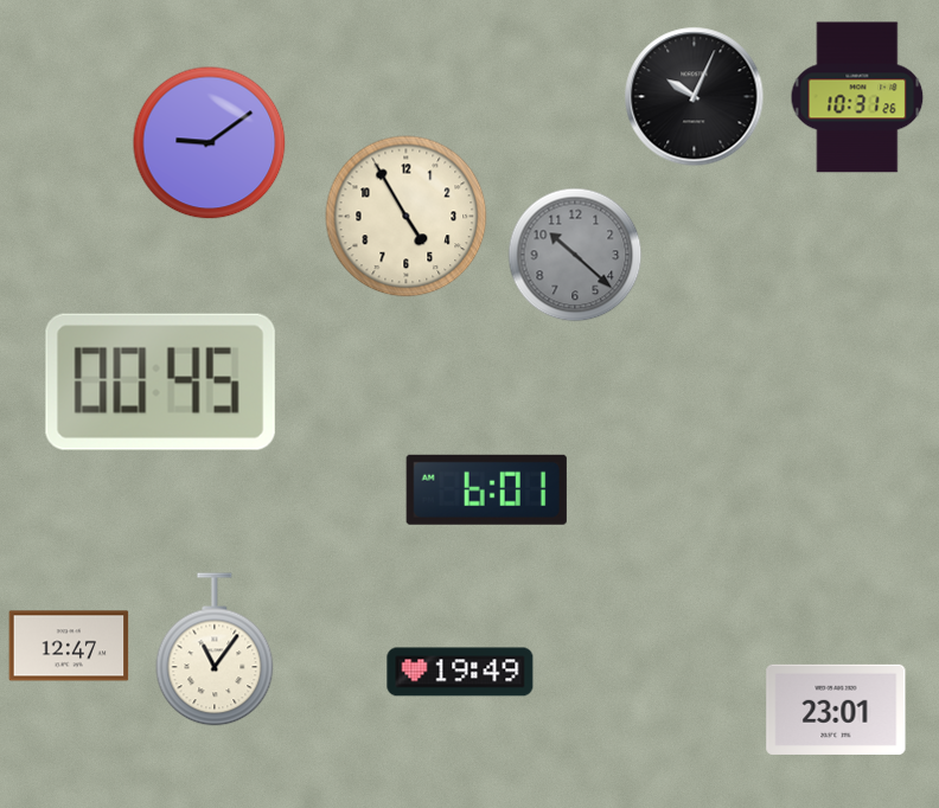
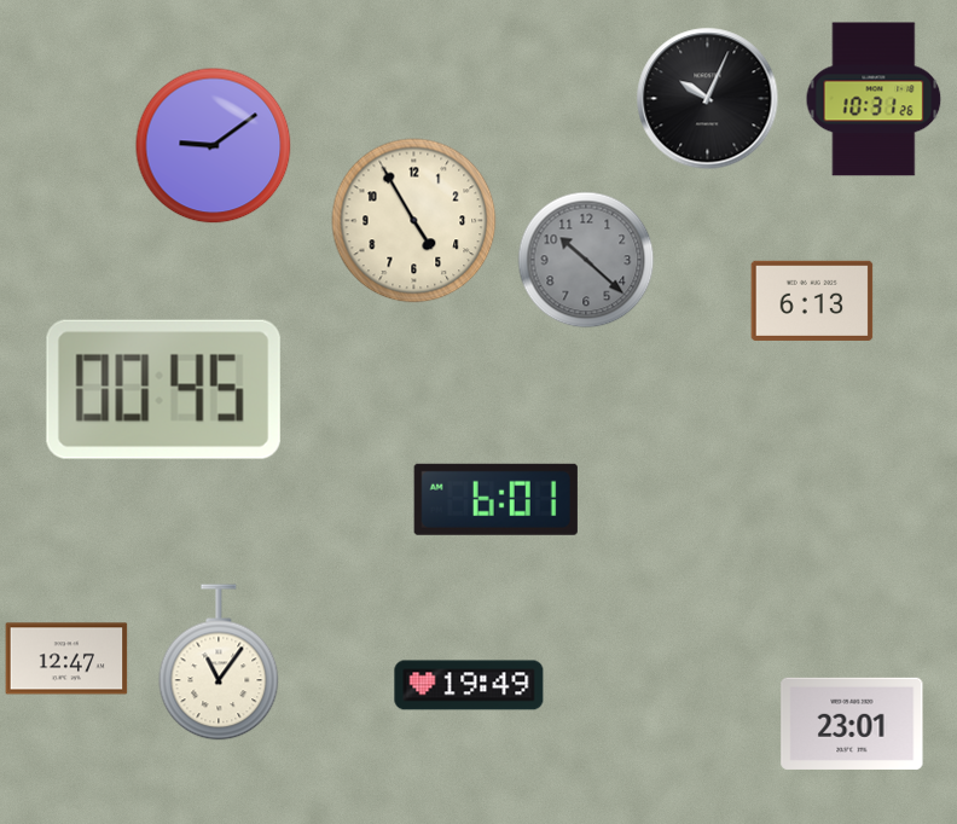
clock at (812, 301): none -> 6:13
clock at (69, 646) position: (69, 646) -> (66, 658)
